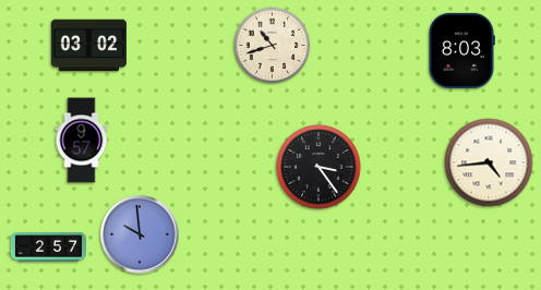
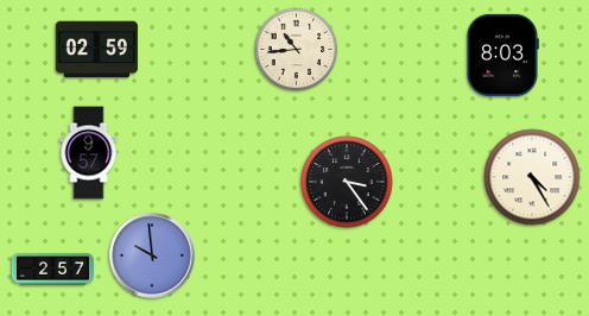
clock at (88, 46): 03:02 -> 02:59
clock at (273, 46): 10:42 -> 10:44
clock at (489, 162): 4:44 -> 4:25
